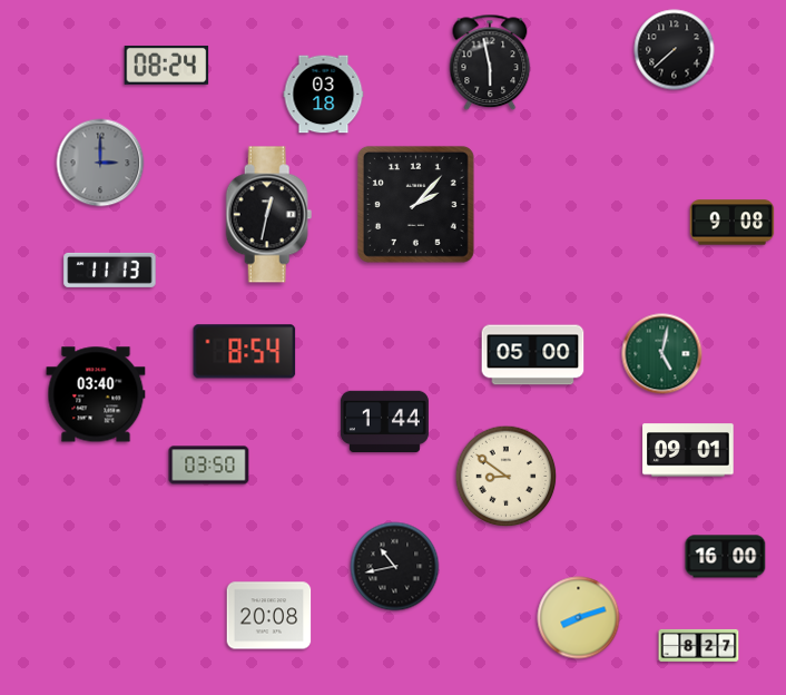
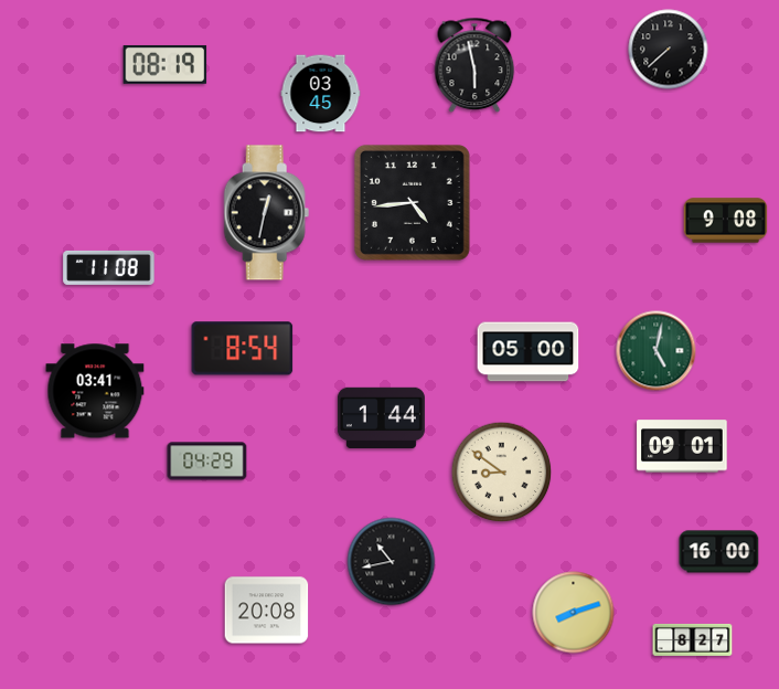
clock at (490, 62) position: (490, 62) -> (474, 65)
clock at (167, 65): 08:24 -> 08:19
clock at (324, 95): 03:18 -> 03:45
clock at (100, 163): 3:00 -> none
clock at (415, 204): 2:07 -> 4:44
clock at (110, 270): 11:13 -> 11:08
clock at (96, 394): 03:40 -> 03:41
clock at (209, 466): 03:50 -> 04:29
